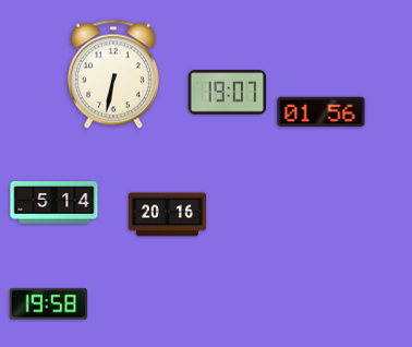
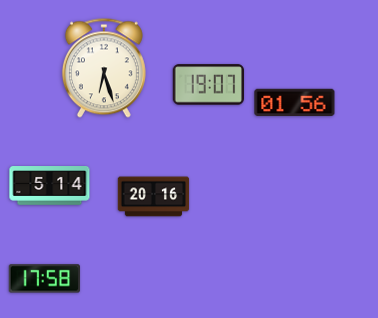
clock at (113, 74): 6:32 -> 6:27
clock at (48, 304): 19:58 -> 17:58
